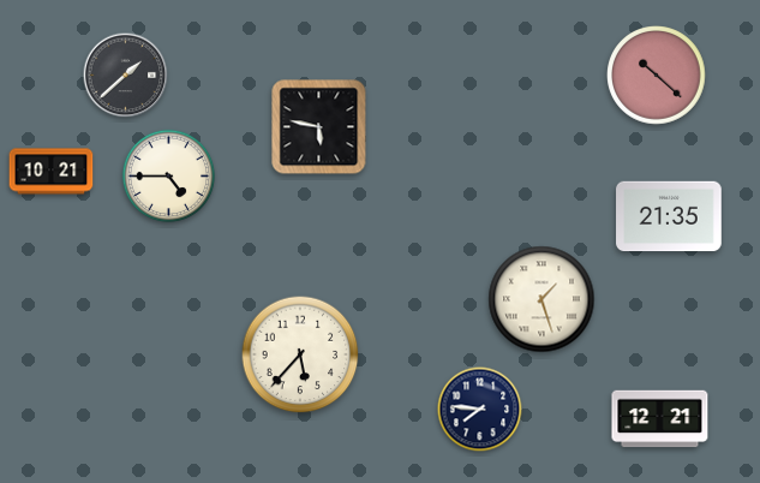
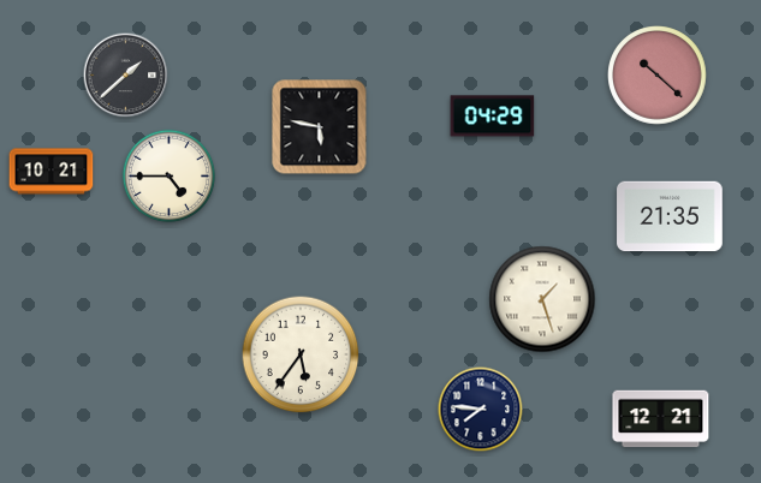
clock at (493, 117): none -> 04:29
clock at (300, 354): 5:37 -> 5:36
